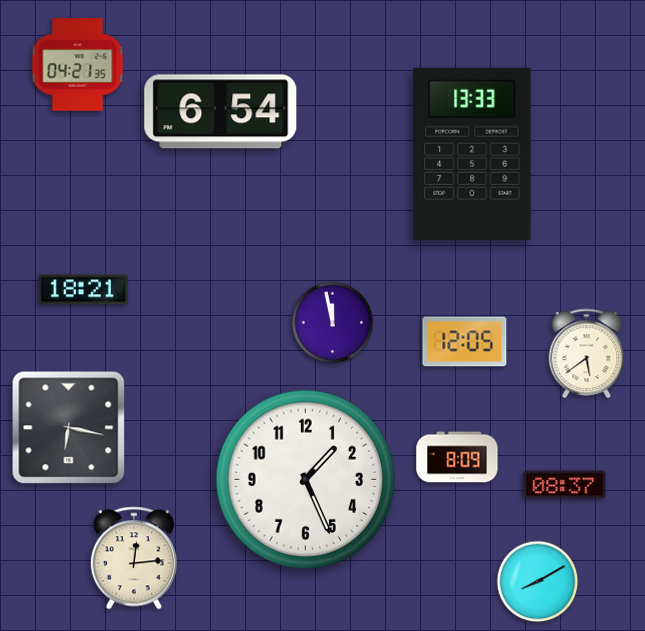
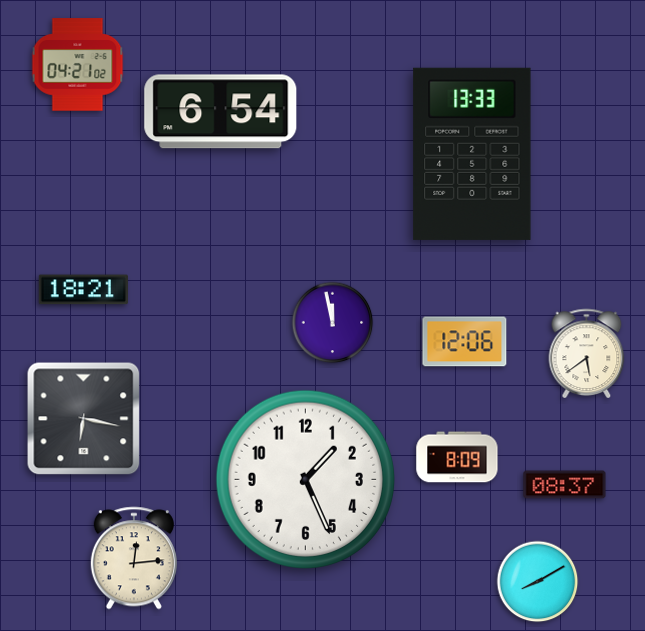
clock at (78, 65): 04:21:35 -> 04:21:02
clock at (465, 342): 12:05 -> 12:06
clock at (69, 428) position: (69, 428) -> (84, 419)
